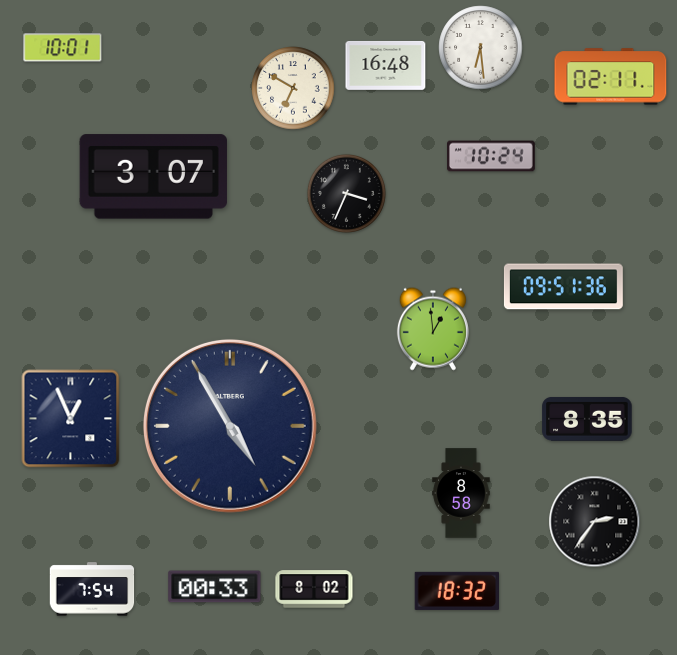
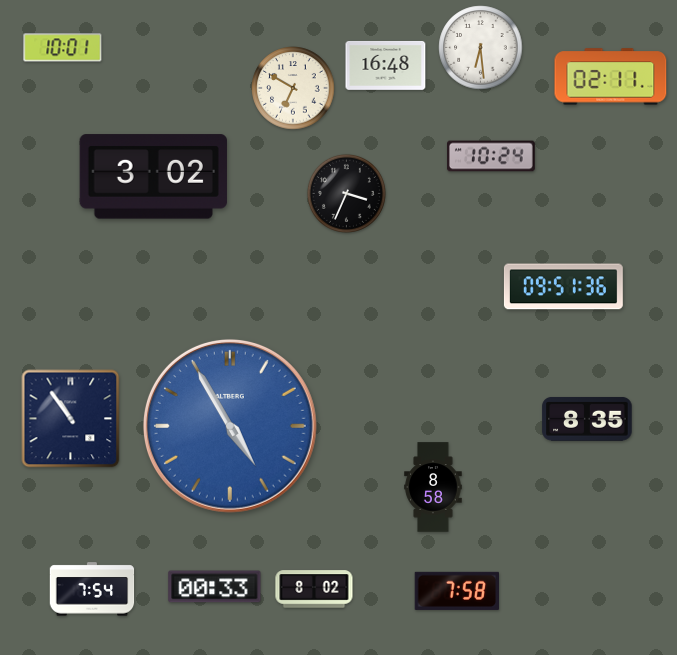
clock at (153, 177): 3:07 -> 3:02
clock at (433, 329): 12:59 -> none
clock at (71, 419): 12:56 -> 10:54
clock at (230, 426) dial: navy -> blue
clock at (461, 493) position: (461, 493) -> (433, 487)
clock at (595, 522): 2:36 -> none
clock at (457, 591): 18:32 -> 7:58
